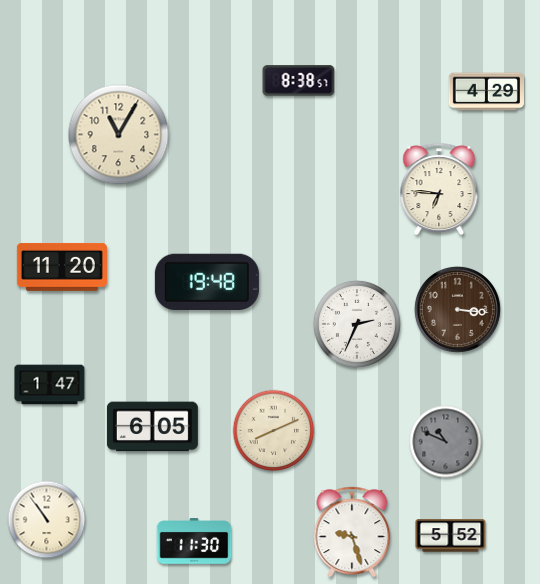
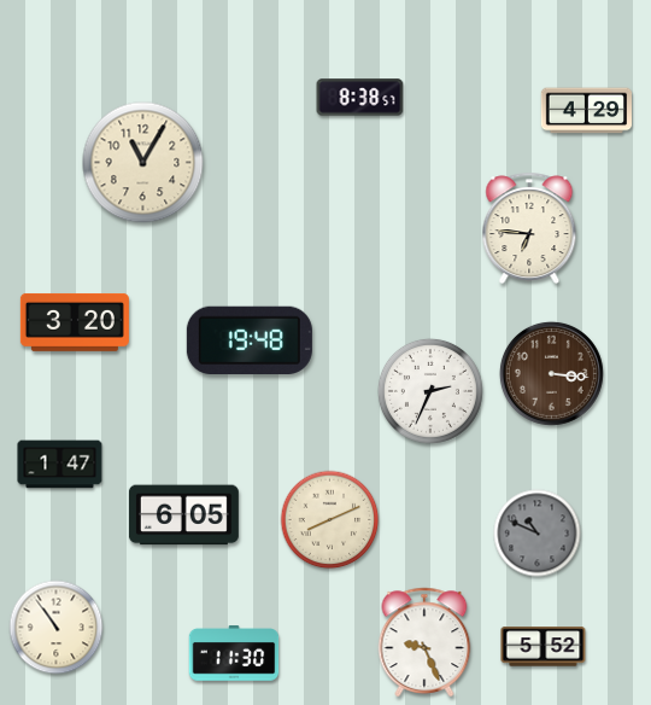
clock at (62, 267): 11:20 -> 3:20
clock at (352, 531): 9:27 -> 9:26
